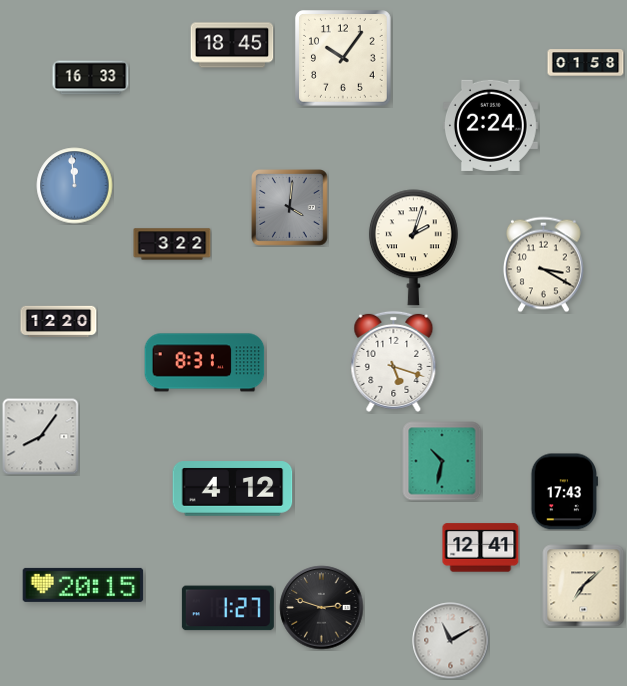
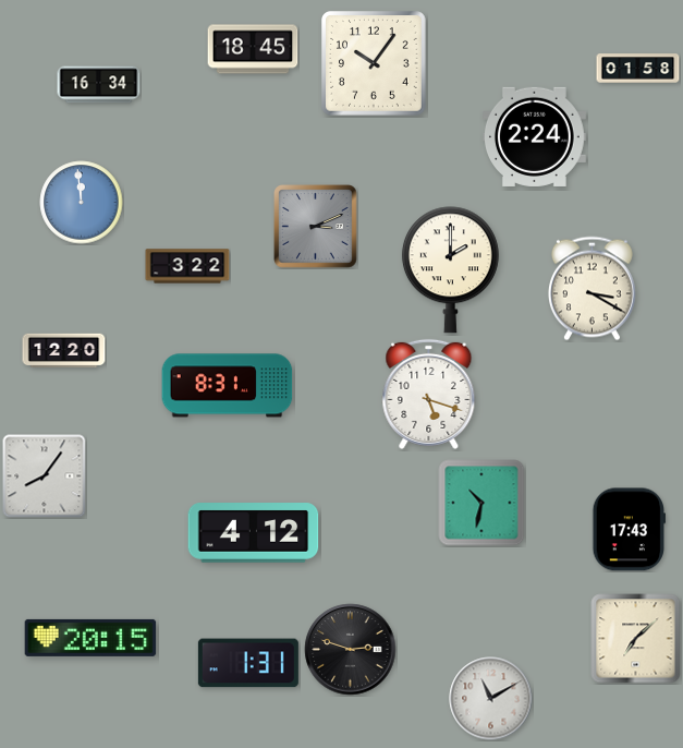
clock at (91, 78): 16:33 -> 16:34
clock at (290, 208): 4:01 -> 3:11
clock at (413, 248): 2:03 -> 2:00
clock at (205, 363) position: (205, 363) -> (228, 386)
clock at (564, 492) position: (564, 492) -> (629, 530)
clock at (481, 548): 12:41 -> none
clock at (228, 608): 1:27 -> 1:31
clock at (322, 608) position: (322, 608) -> (351, 650)
